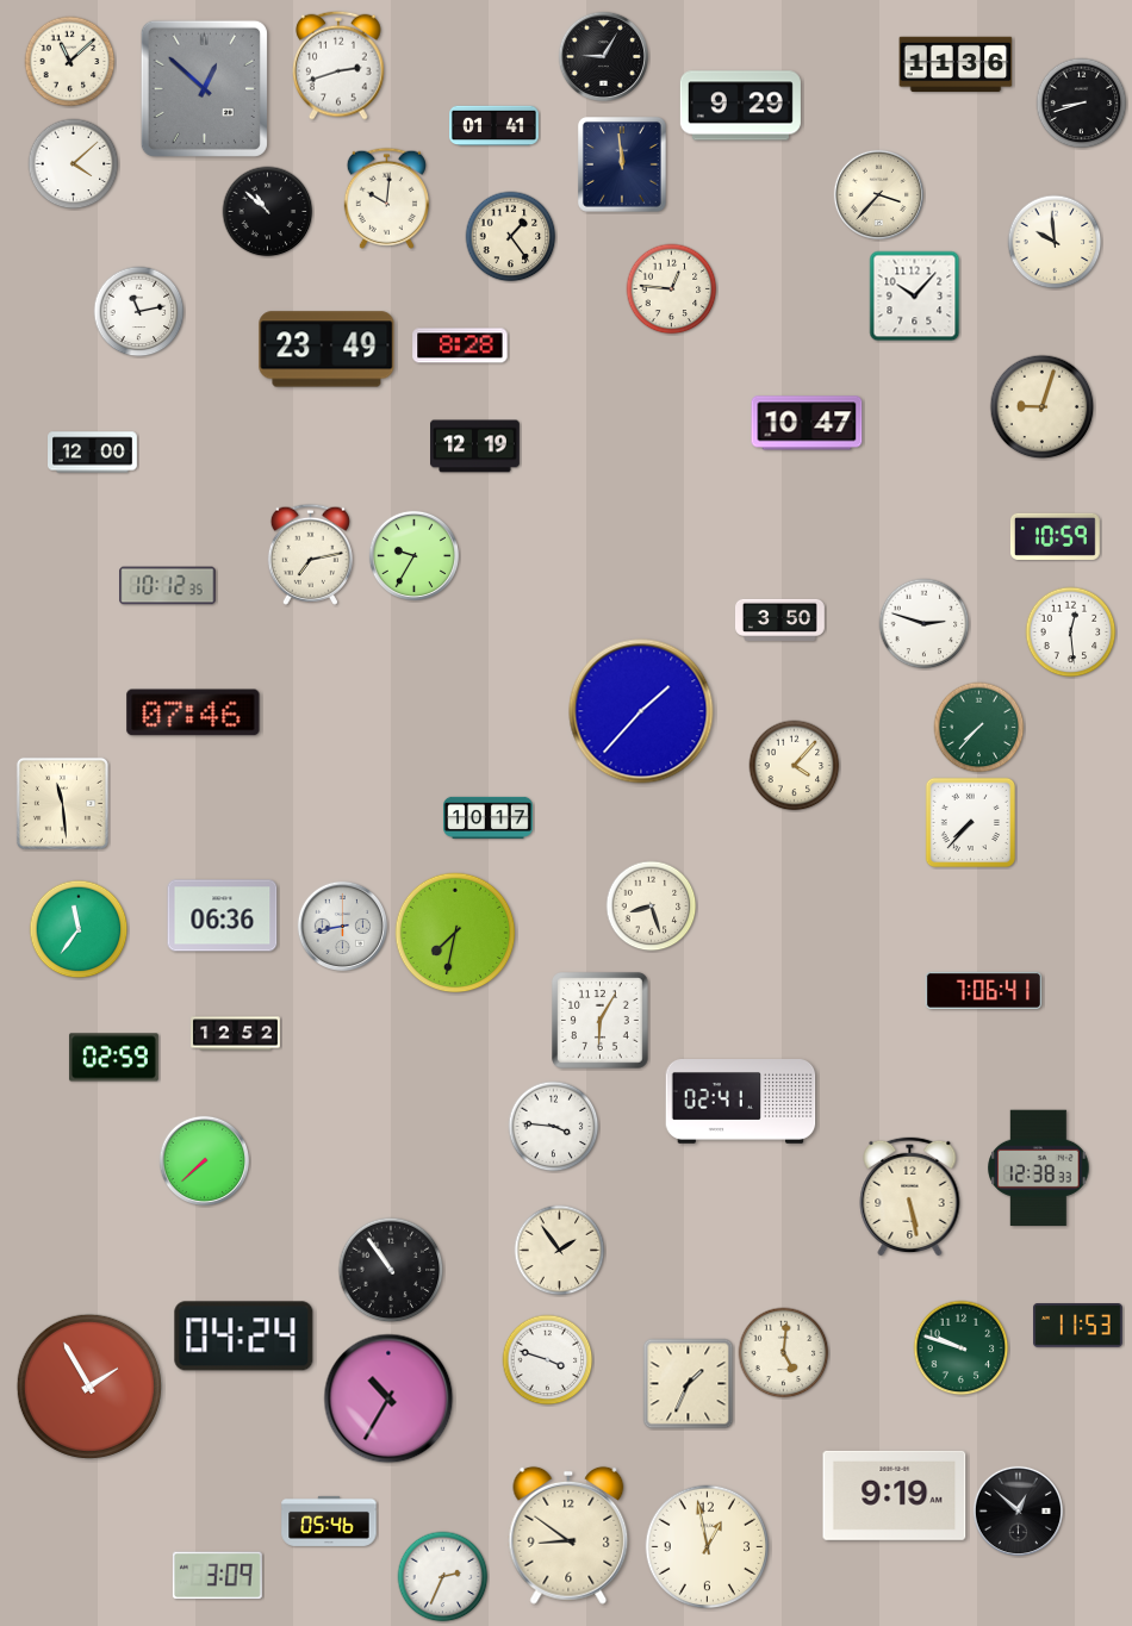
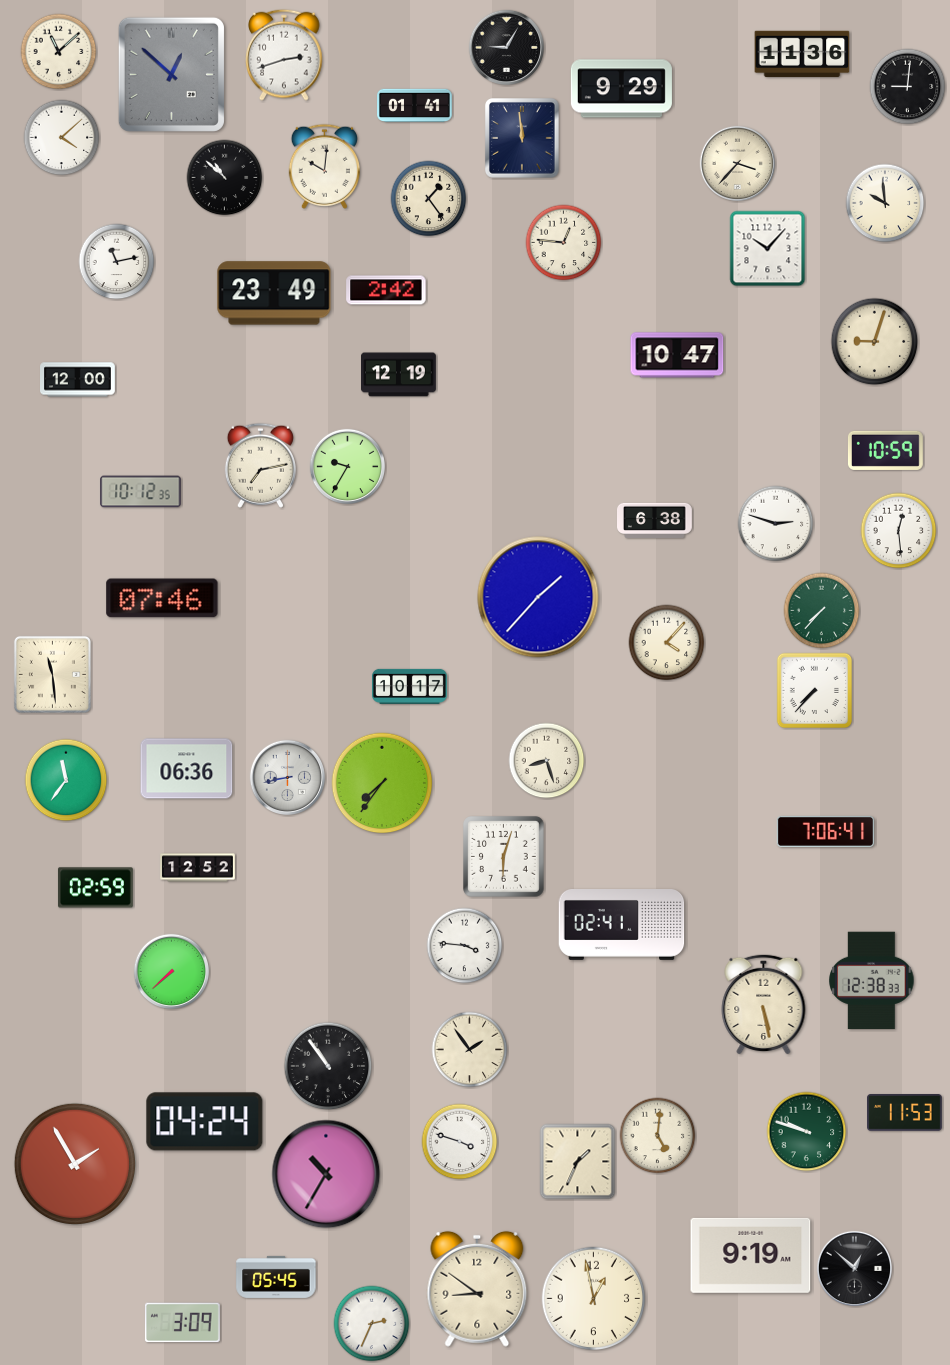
clock at (1082, 104): 8:42 -> 9:01
clock at (460, 345): 8:28 -> 2:42
clock at (780, 619): 3:50 -> 6:38
clock at (455, 933): 7:32 -> 7:36
clock at (601, 1021): 6:05 -> 6:03
clock at (204, 1160) position: (204, 1160) -> (171, 971)
clock at (329, 1521): 05:46 -> 05:45
